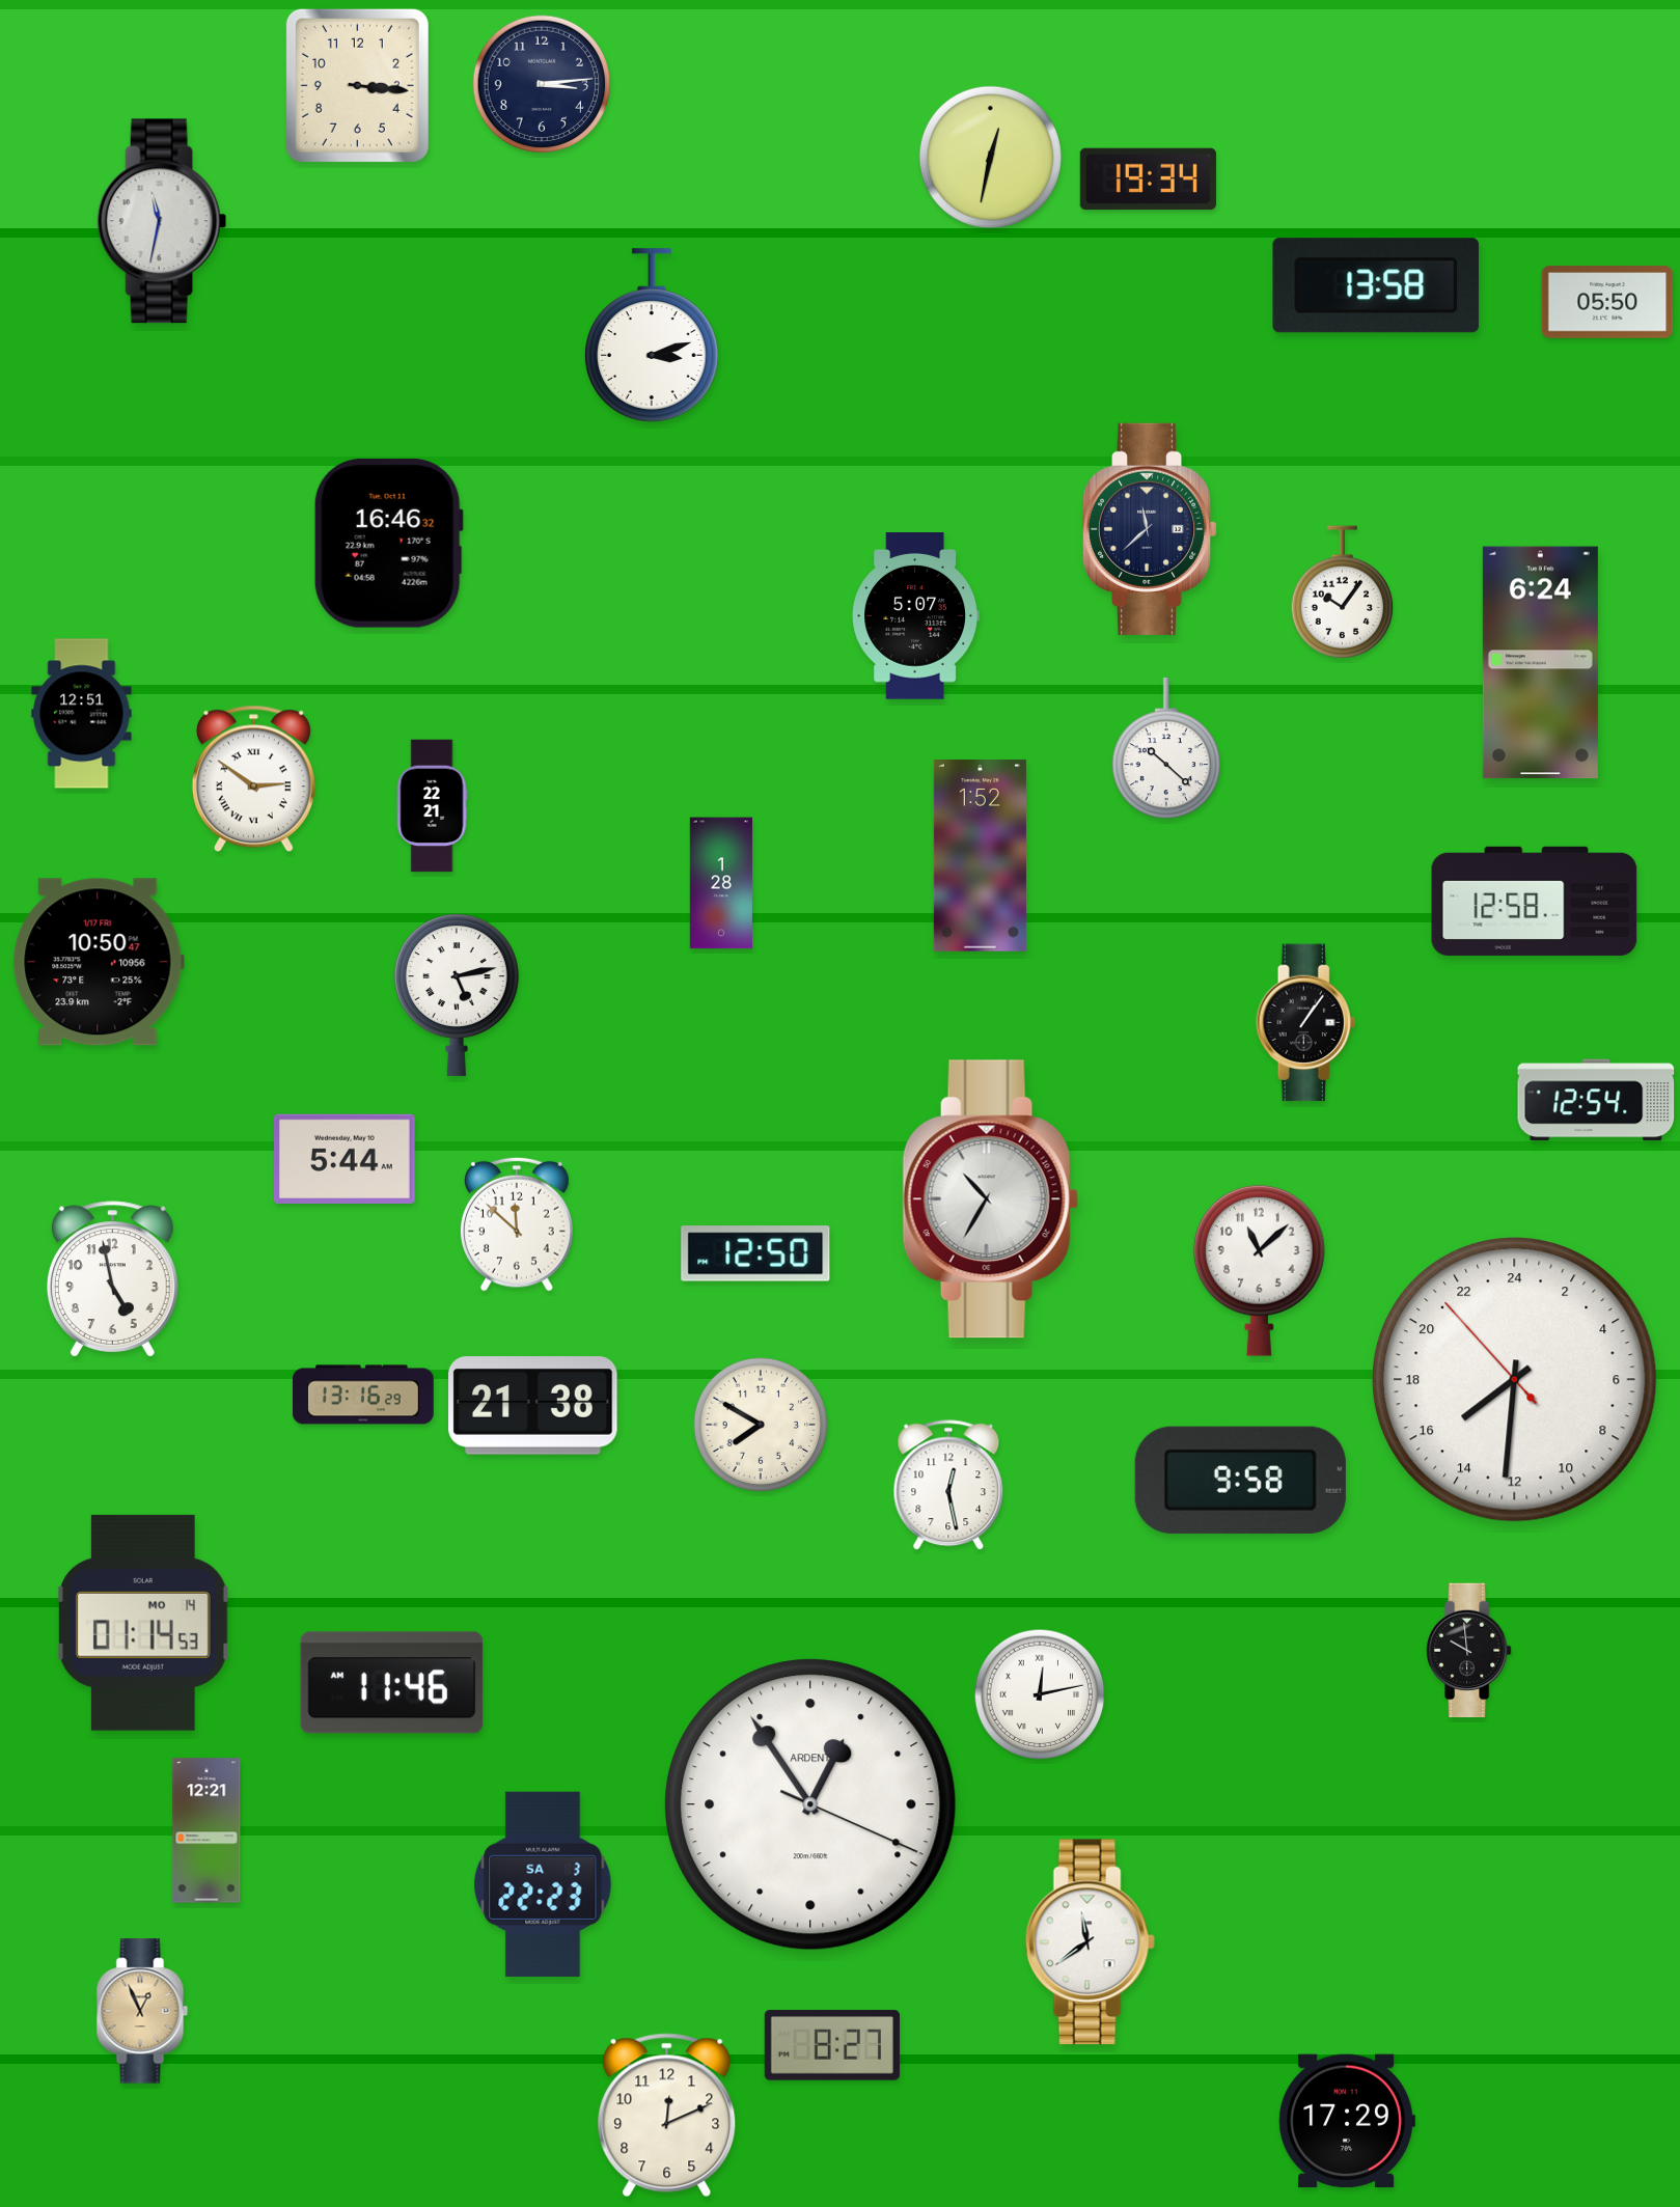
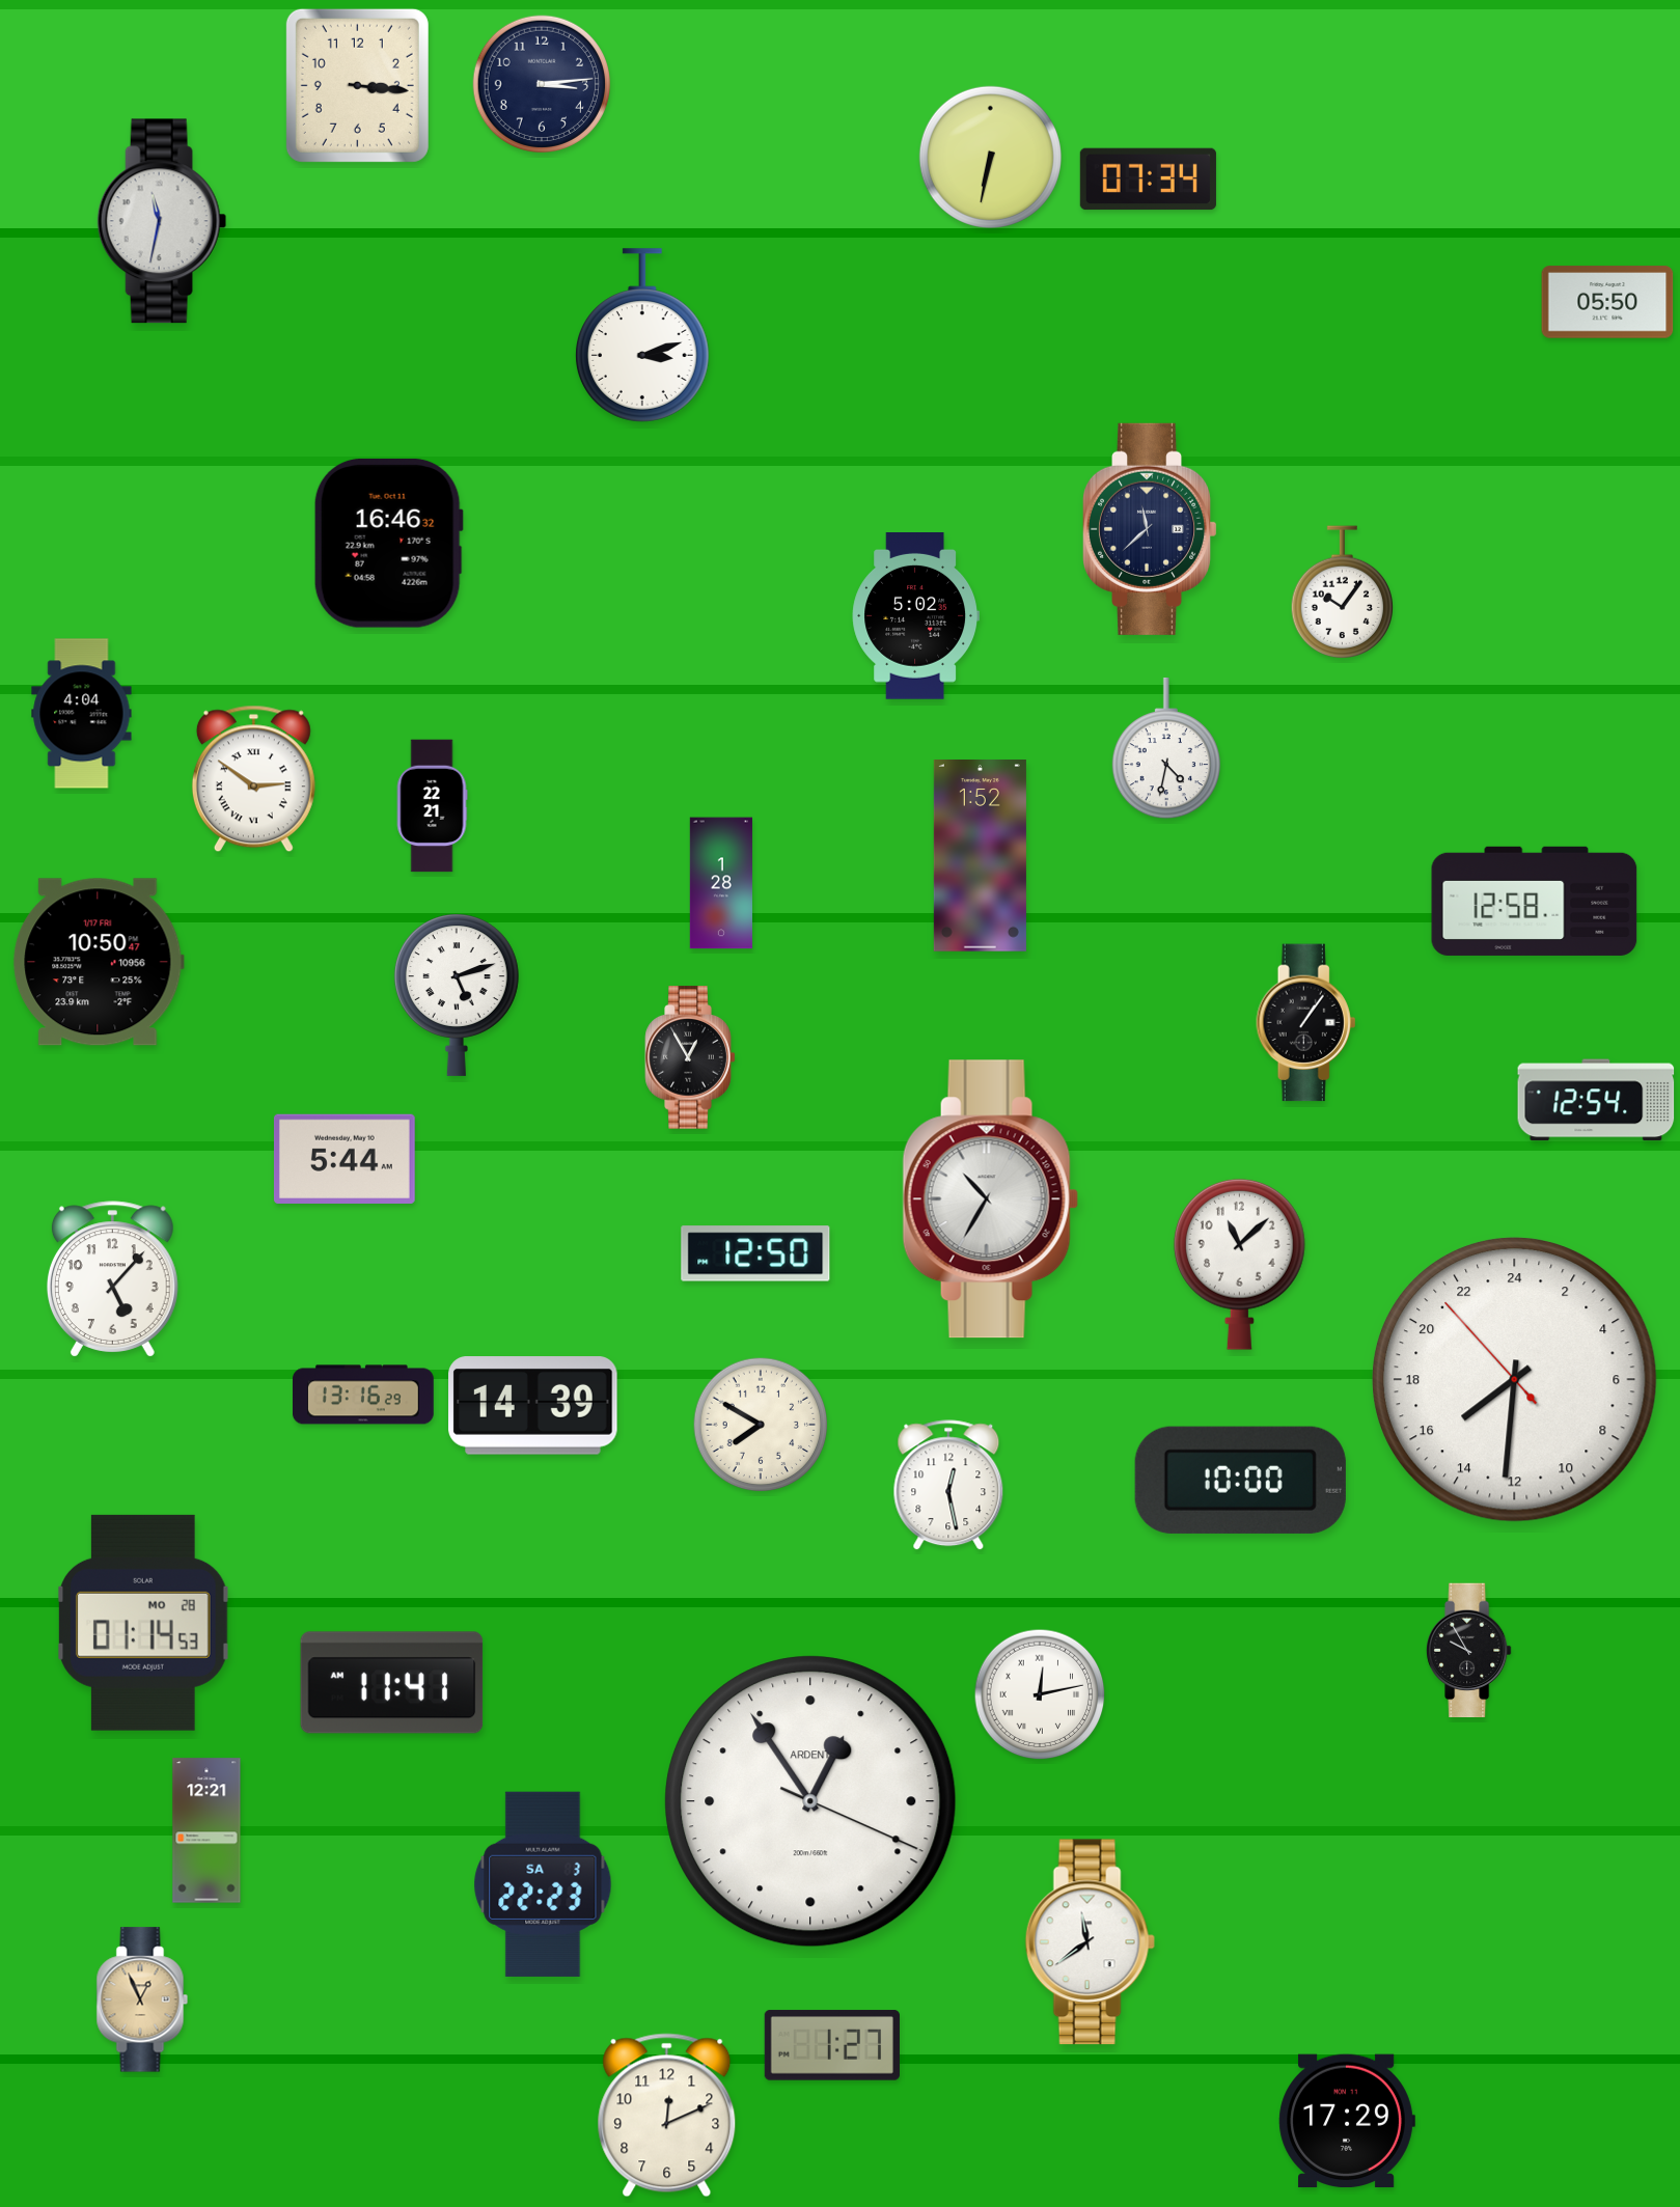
clock at (990, 157): 12:32 -> 6:32
clock at (1148, 180): 19:34 -> 07:34
clock at (1376, 285): 13:58 -> none
clock at (652, 335) position: (652, 335) -> (642, 335)
clock at (915, 616): 5:07 -> 5:02
clock at (1540, 663): 6:24 -> none
clock at (82, 714): 12:51 -> 4:04
clock at (1166, 748): 10:22 -> 4:32
clock at (457, 995): 5:13 -> 5:12
clock at (690, 1057): none -> 12:55
clock at (518, 1224): 11:52 -> none
clock at (1259, 1270) position: (1259, 1270) -> (1239, 1264)
clock at (112, 1279): 4:58 -> 5:07
clock at (533, 1406): 21:38 -> 14:39
clock at (1240, 1480): 9:58 -> 10:00
clock at (144, 1623) date: MO 14 -> MO 28
clock at (1469, 1651): 9:59 -> 9:55
clock at (392, 1683): 11:46 -> 11:41
clock at (810, 1804) position: (810, 1804) -> (810, 1801)
clock at (142, 2011) position: (142, 2011) -> (142, 1999)
clock at (832, 2045): 8:27 -> 1:27
